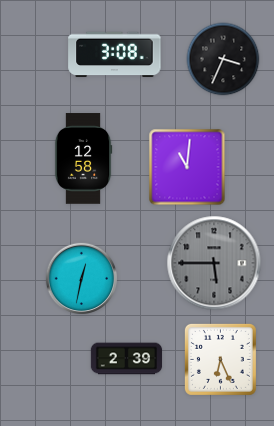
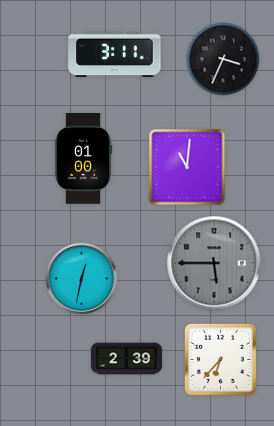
clock at (115, 55): 3:08 -> 3:11
clock at (83, 159): 12:58 -> 01:00
clock at (220, 359): 6:26 -> 6:37
